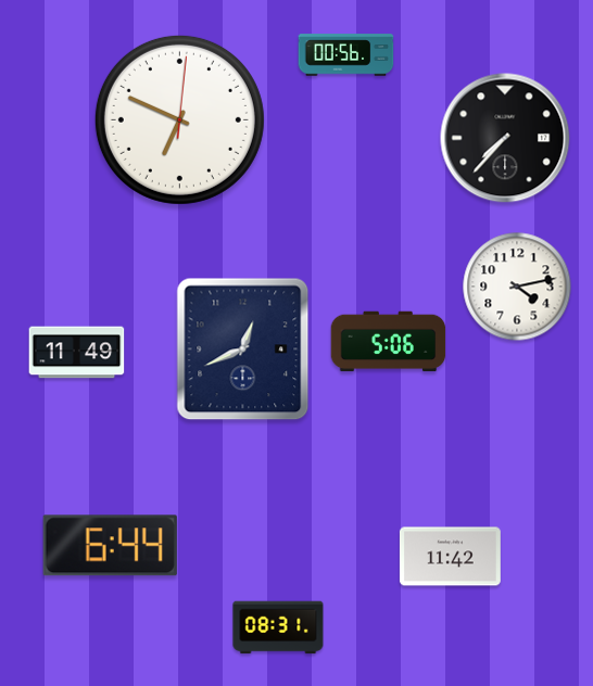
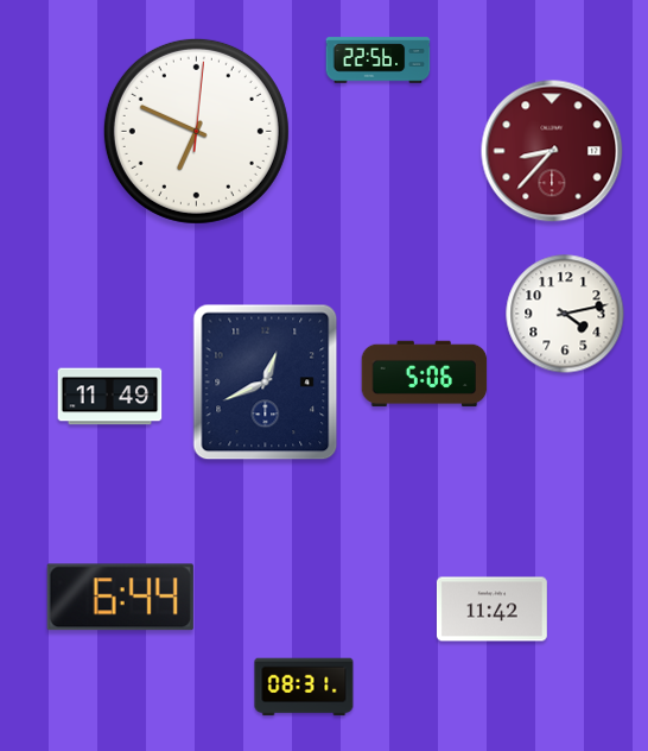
clock at (346, 55): 00:56 -> 22:56
clock at (505, 138): 7:37 -> 8:37
clock at (505, 138) dial: black -> burgundy
clock at (77, 353) position: (77, 353) -> (110, 397)
